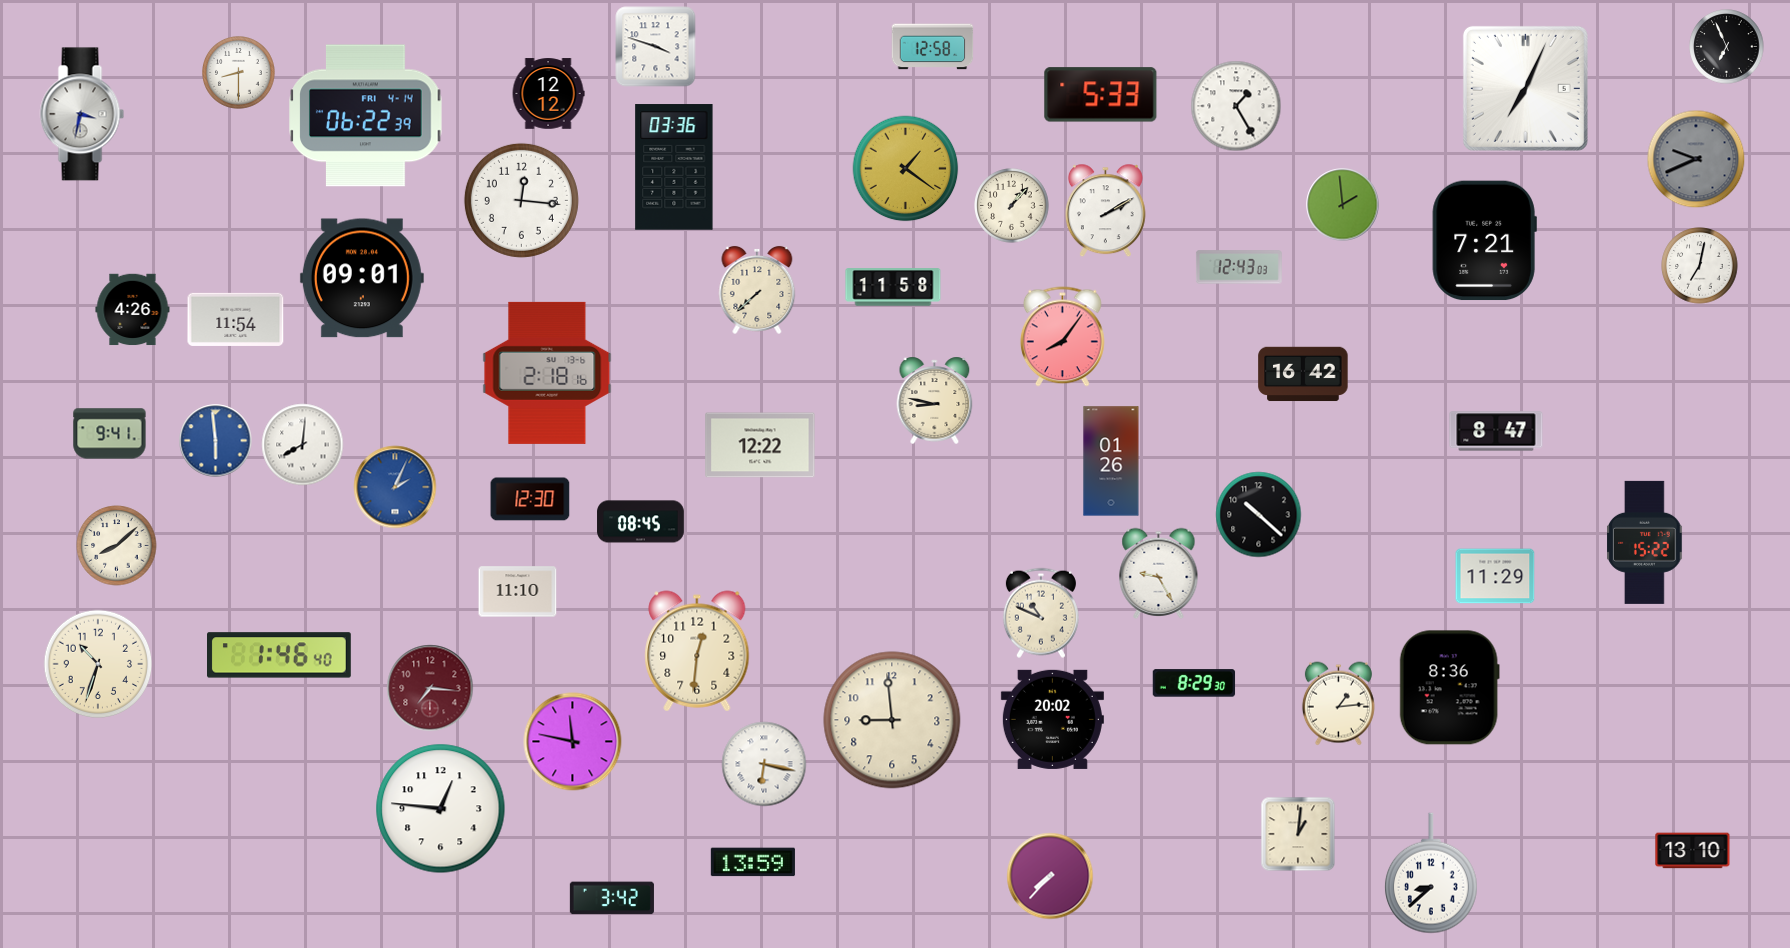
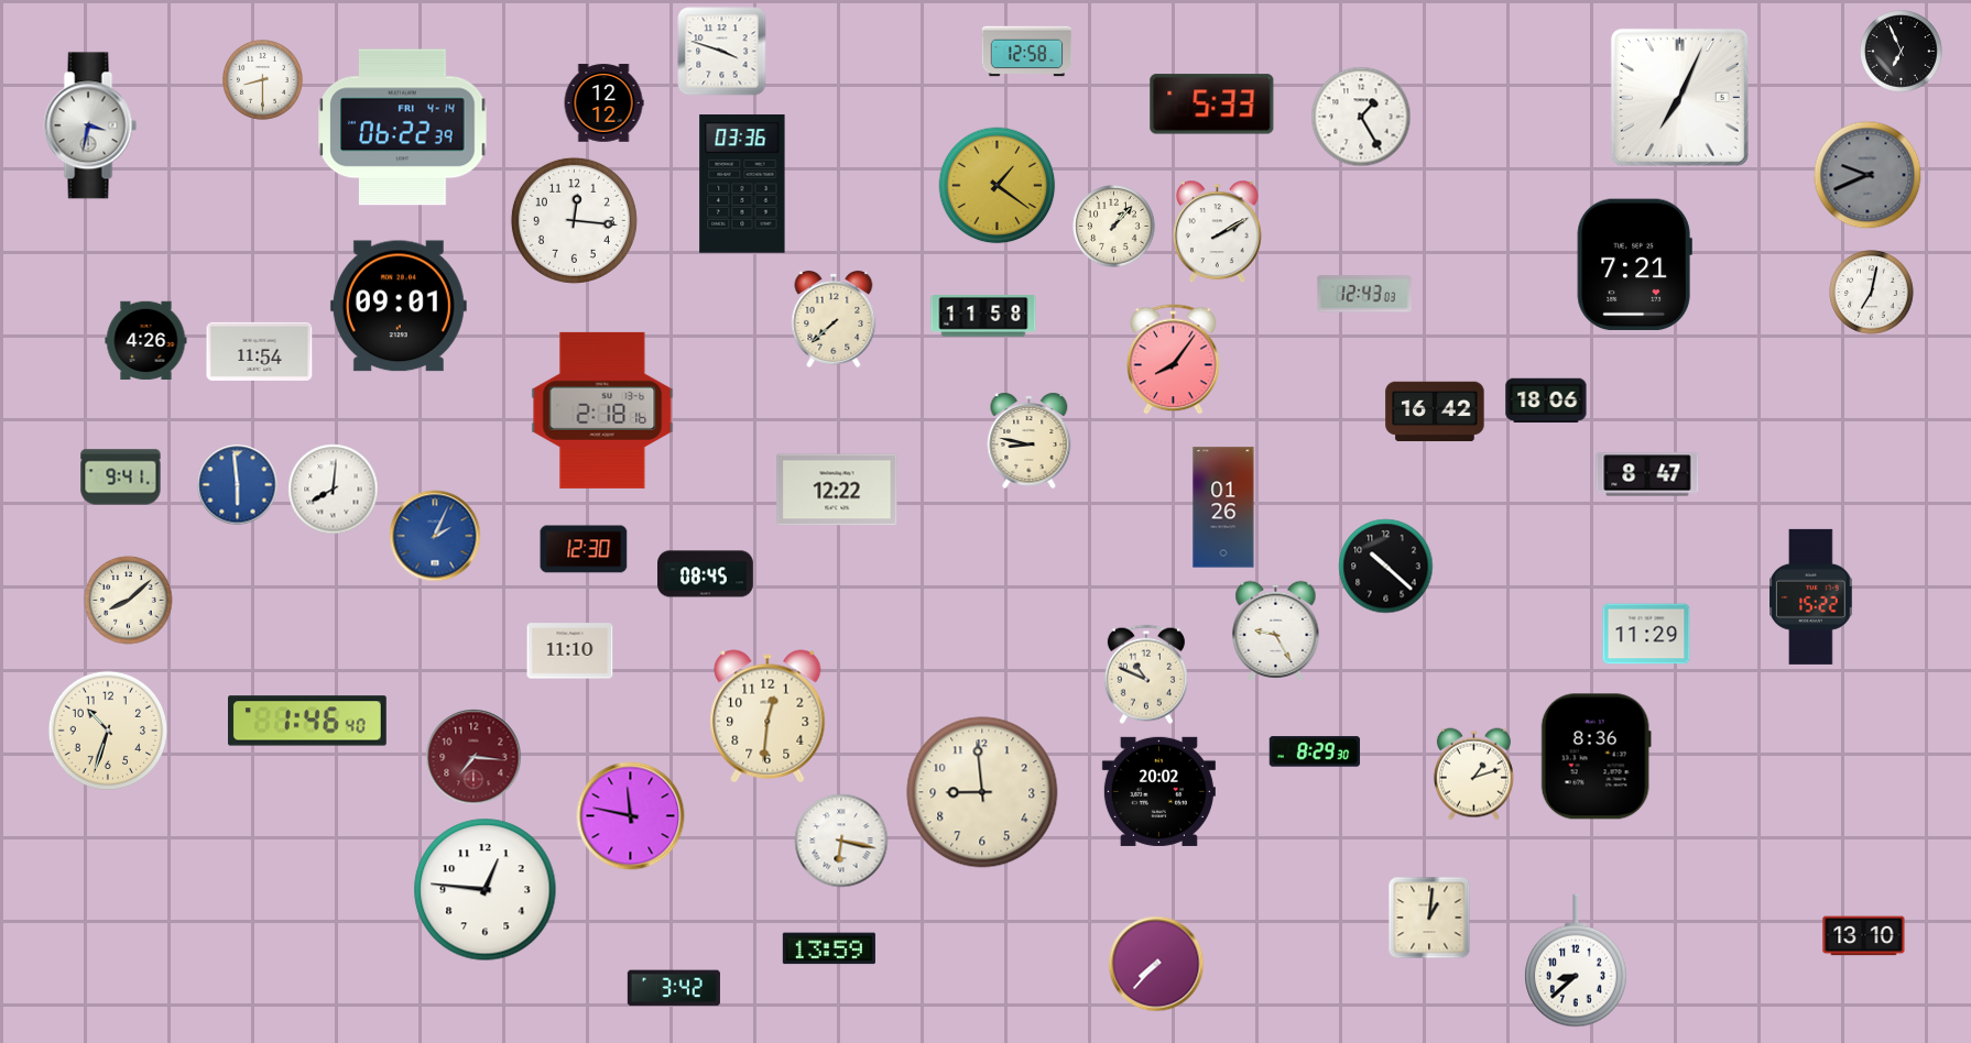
clock at (1343, 205): 1:59 -> none
clock at (1062, 337) position: (1062, 337) -> (1173, 360)
clock at (1546, 400): none -> 18:06
clock at (1338, 704): 1:14 -> 1:12
